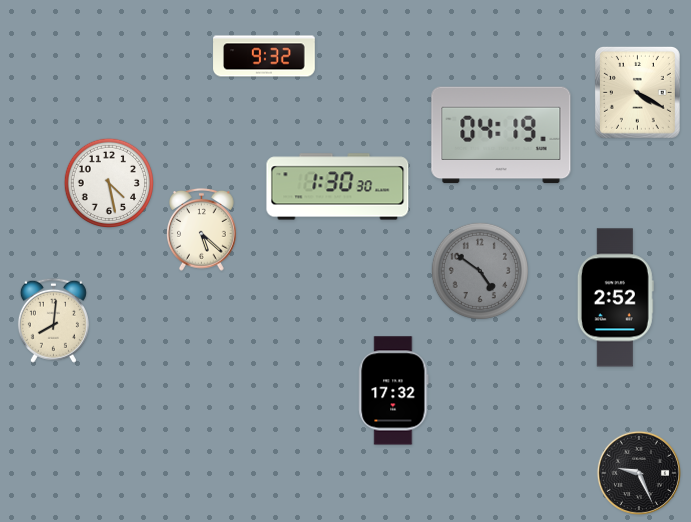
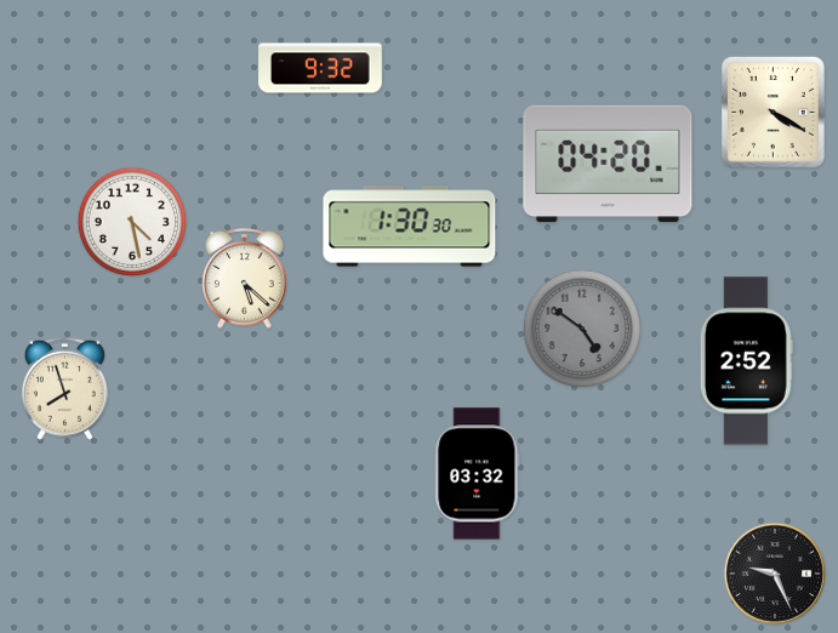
clock at (501, 135): 04:19 -> 04:20
clock at (53, 320): 8:01 -> 7:57
clock at (394, 391): 17:32 -> 03:32
